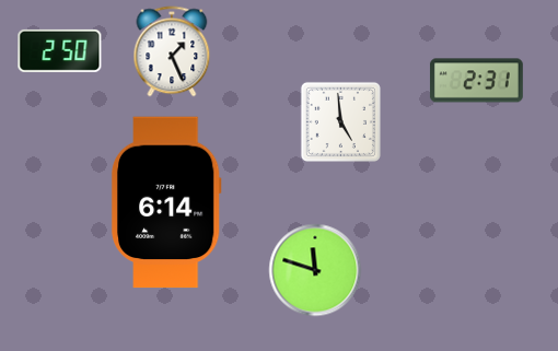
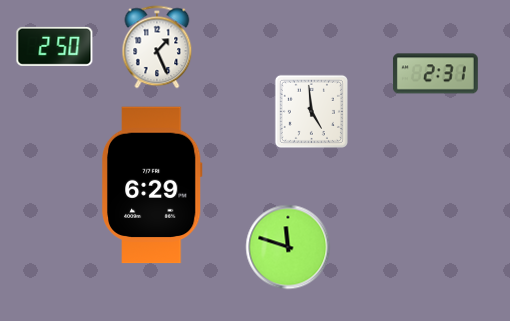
clock at (166, 202): 6:14 -> 6:29
